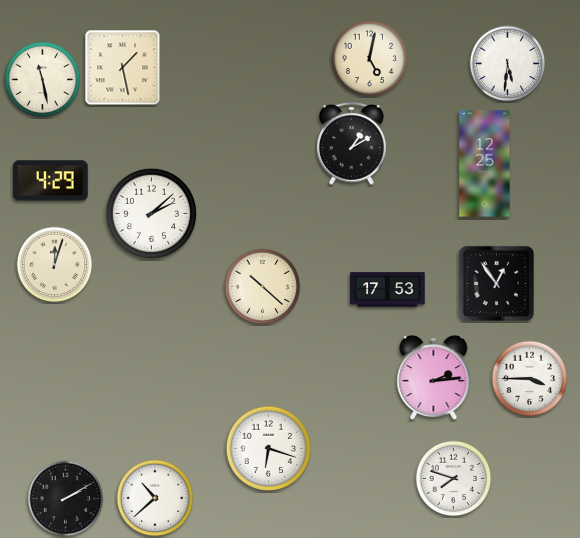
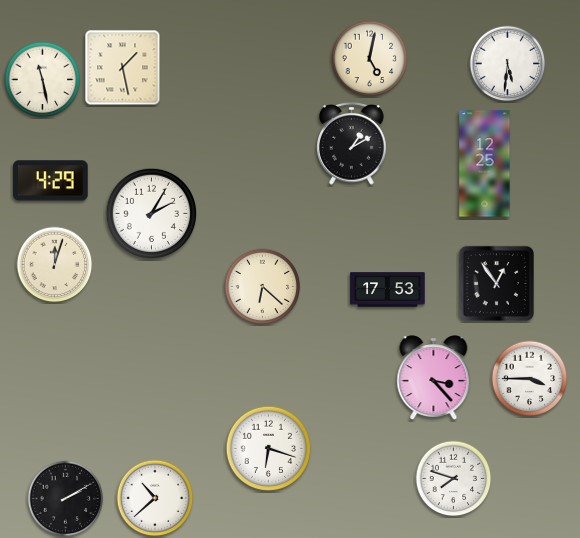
clock at (151, 213): 2:08 -> 2:05
clock at (263, 287): 10:22 -> 6:22
clock at (434, 378): 2:14 -> 3:23
